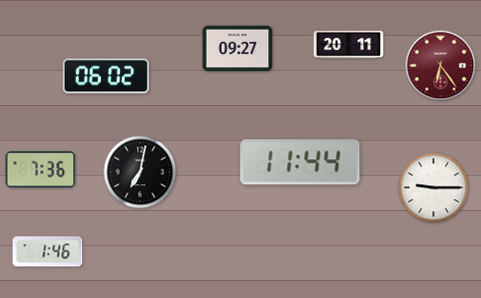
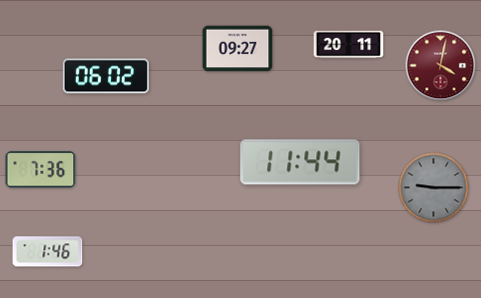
clock at (441, 66): 6:24 -> 4:02
clock at (140, 172): 7:02 -> none
clock at (434, 188) dial: white -> grey
